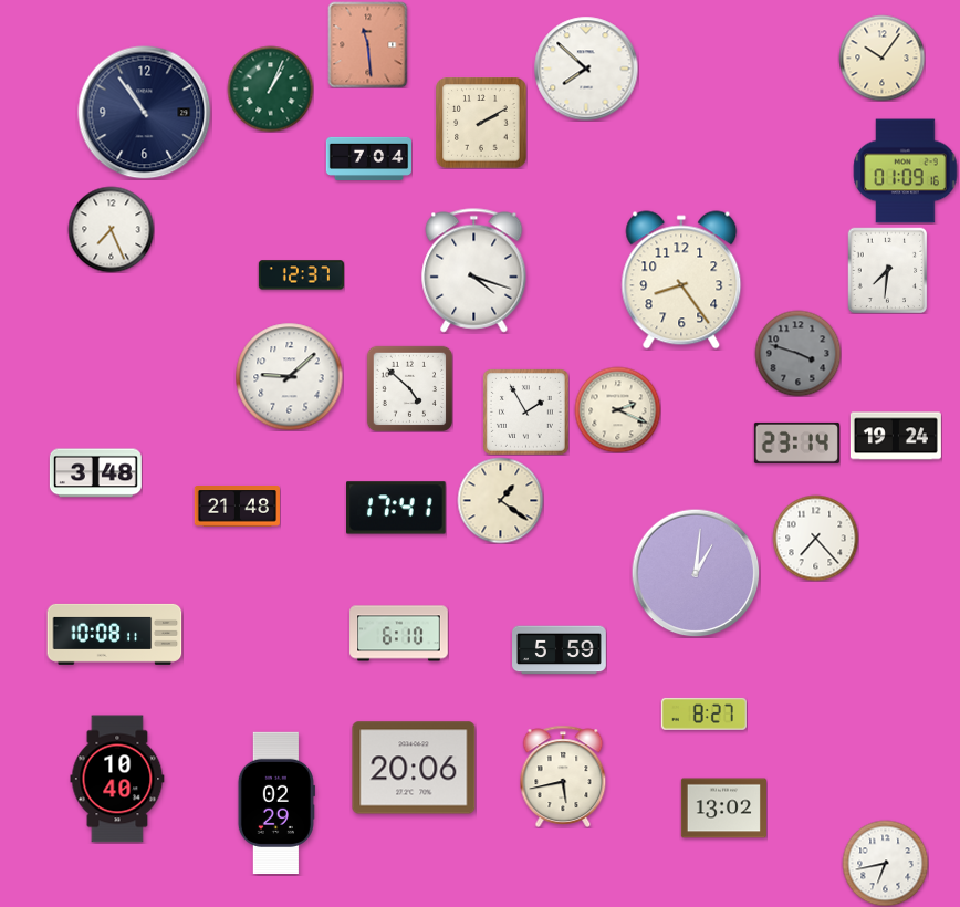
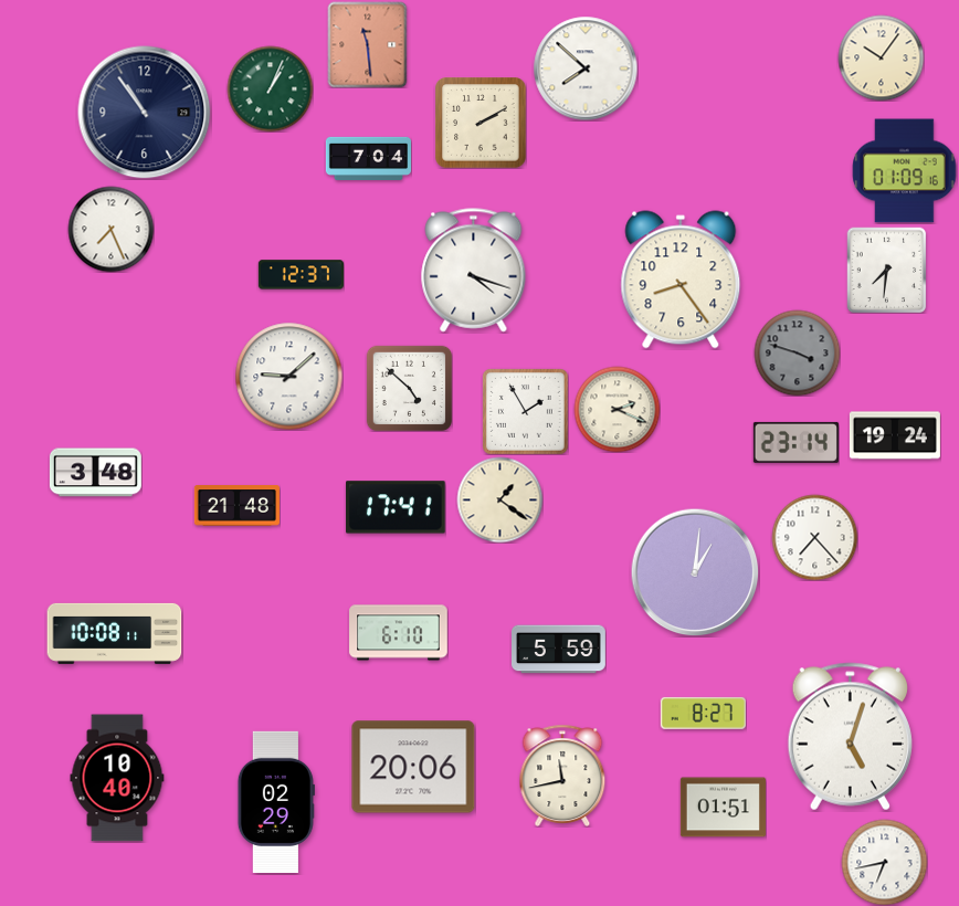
clock at (850, 737): none -> 5:03
clock at (563, 776): 5:43 -> 11:43
clock at (723, 809): 13:02 -> 01:51
